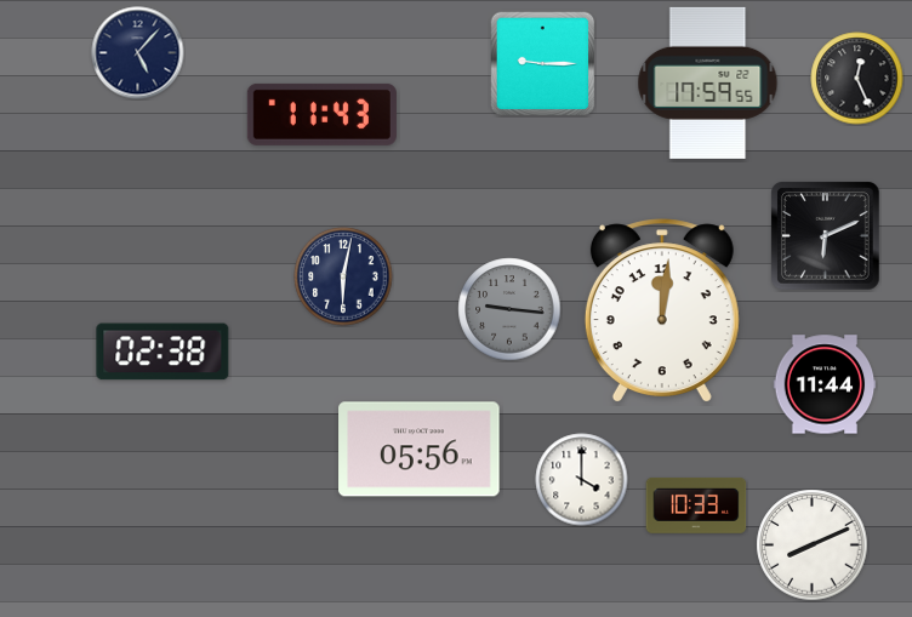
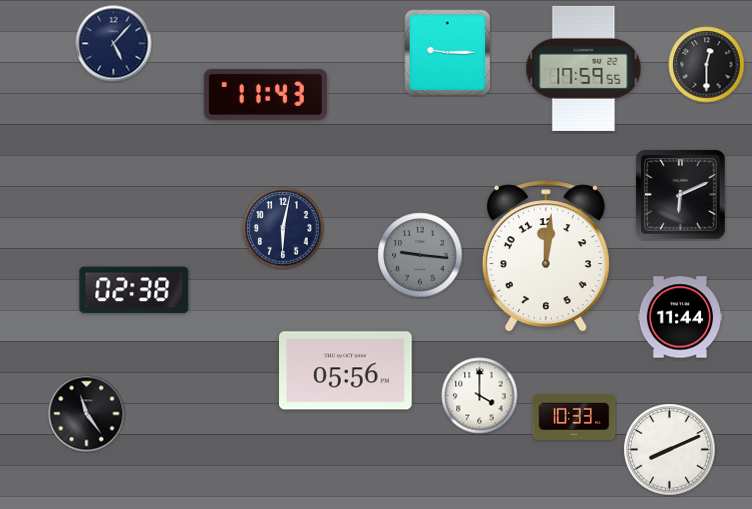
clock at (857, 79): 12:26 -> 12:30
clock at (87, 414): none -> 11:24
